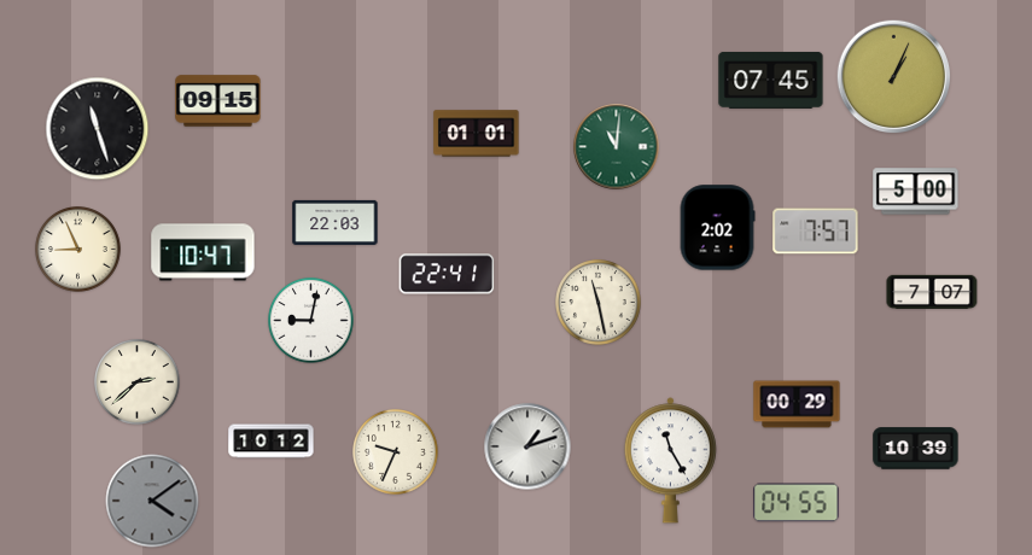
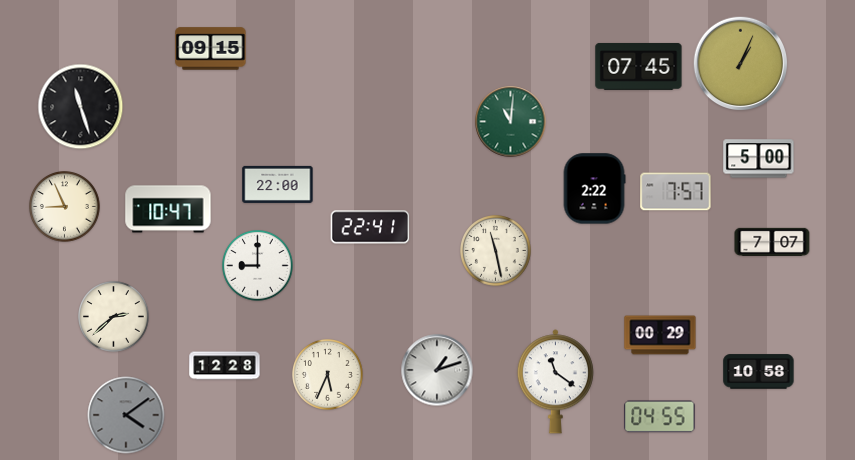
clock at (218, 101) position: (218, 101) -> (211, 49)
clock at (477, 134): 01:01 -> none
clock at (336, 222): 22:03 -> 22:00
clock at (717, 228): 2:02 -> 2:22
clock at (311, 321): 9:02 -> 9:00
clock at (272, 442): 10:12 -> 12:28
clock at (916, 449): 10:39 -> 10:58
clock at (396, 452): 9:34 -> 5:34
clock at (670, 461): 11:25 -> 11:21
